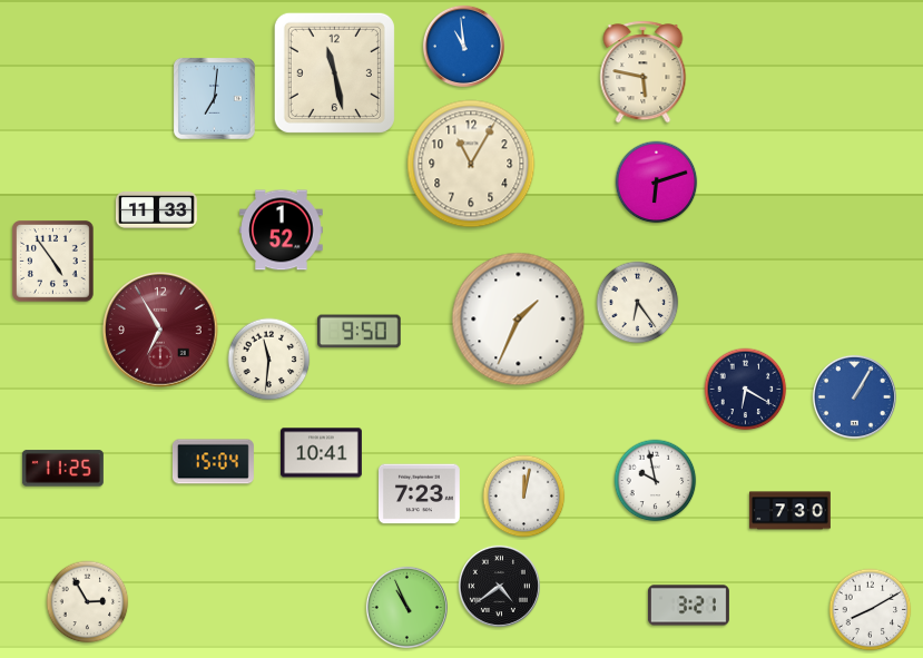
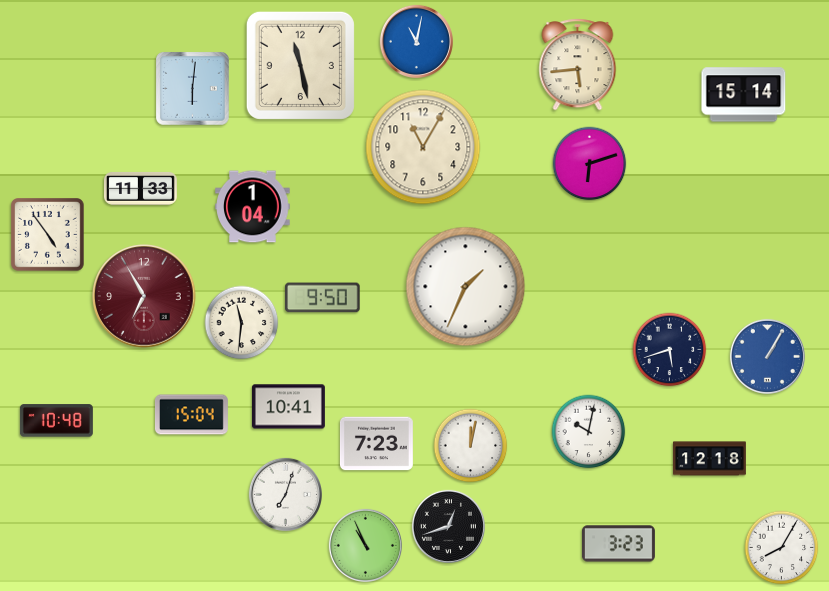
clock at (463, 46): 10:59 -> 11:02
clock at (644, 72): 5:47 -> 5:44
clock at (215, 99): 7:01 -> 6:01
clock at (744, 95): none -> 15:14
clock at (282, 230): 1:52 -> 1:04
clock at (638, 303): 6:24 -> none
clock at (746, 390): 6:20 -> 5:42
clock at (62, 469): 11:25 -> 10:48
clock at (656, 481): 9:58 -> 10:02
clock at (789, 511): 7:30 -> 12:18
clock at (285, 494): none -> 7:03
clock at (499, 586): 4:39 -> 12:42
clock at (88, 602): 2:55 -> none
clock at (688, 606): 3:21 -> 3:23
clock at (871, 610): 8:10 -> 8:05
